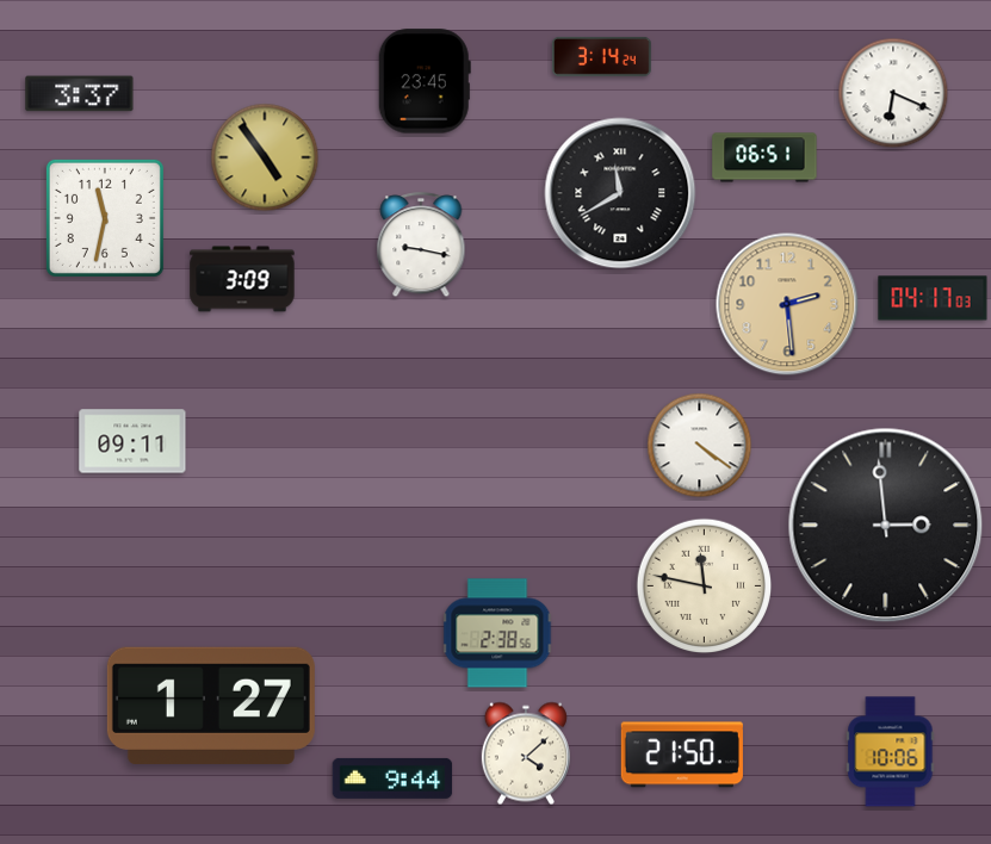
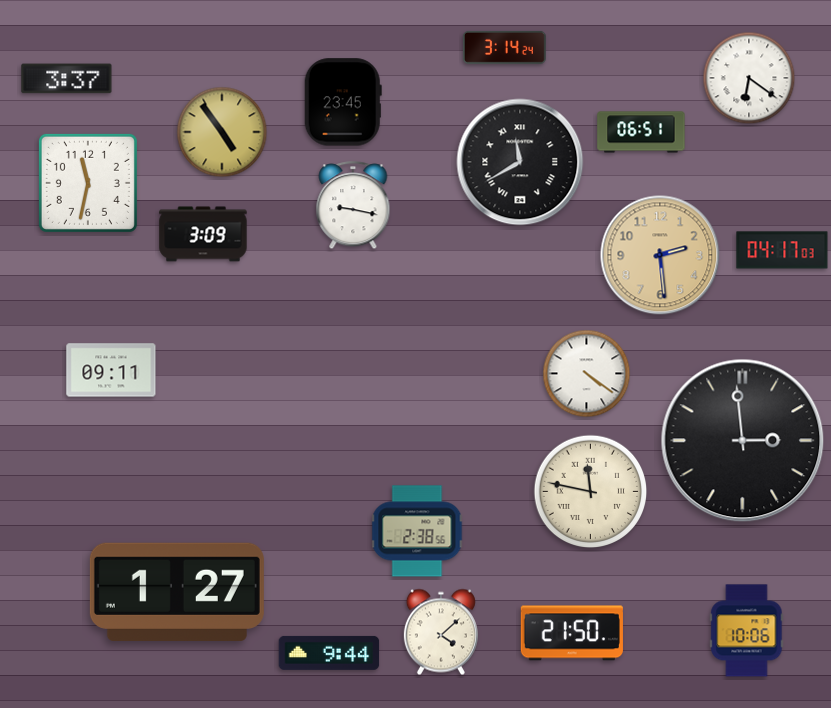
clock at (425, 81) position: (425, 81) -> (343, 102)
clock at (893, 93): 6:19 -> 6:21
